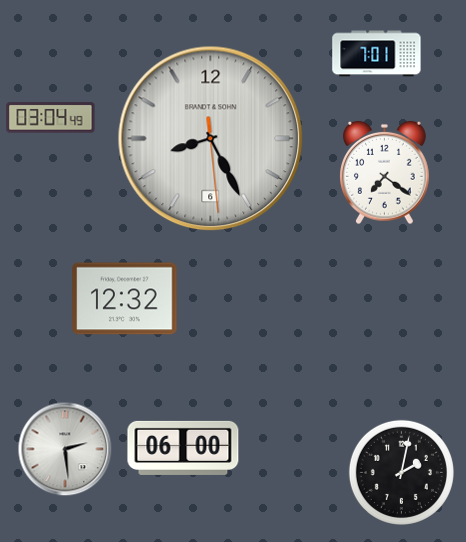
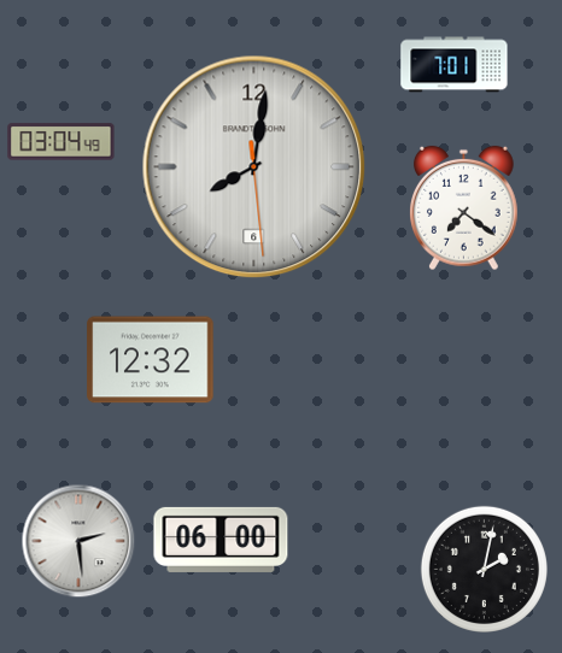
clock at (211, 139): 8:25 -> 8:01
